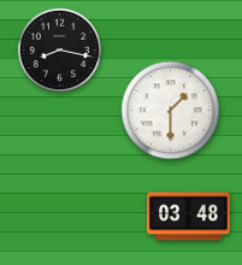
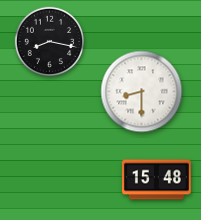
clock at (171, 111): 1:30 -> 8:30
clock at (188, 217): 03:48 -> 15:48
